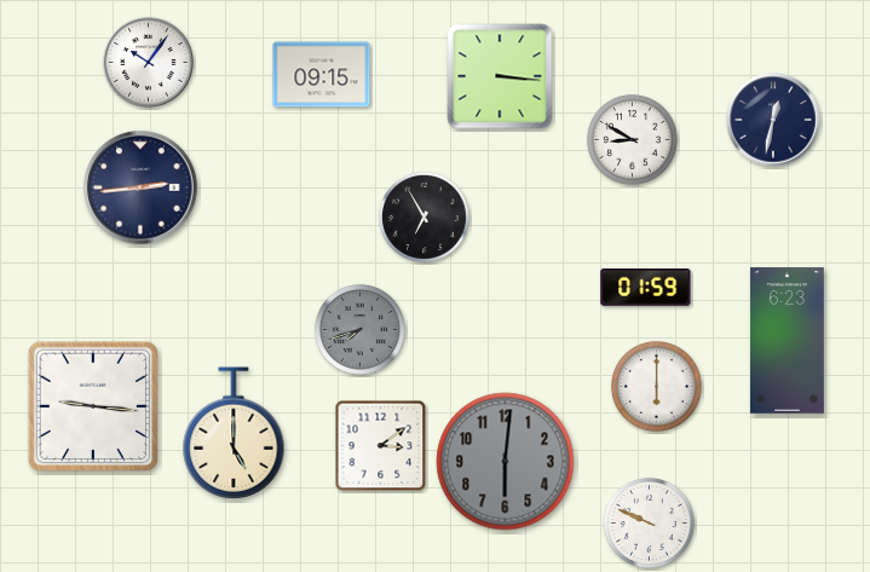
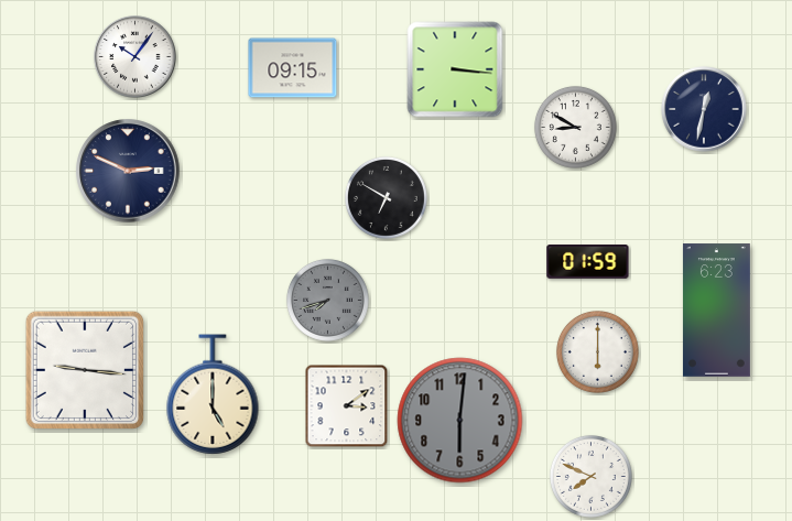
clock at (140, 187): 2:44 -> 2:49
clock at (424, 216): 6:55 -> 6:50
clock at (649, 522): 9:49 -> 7:49
